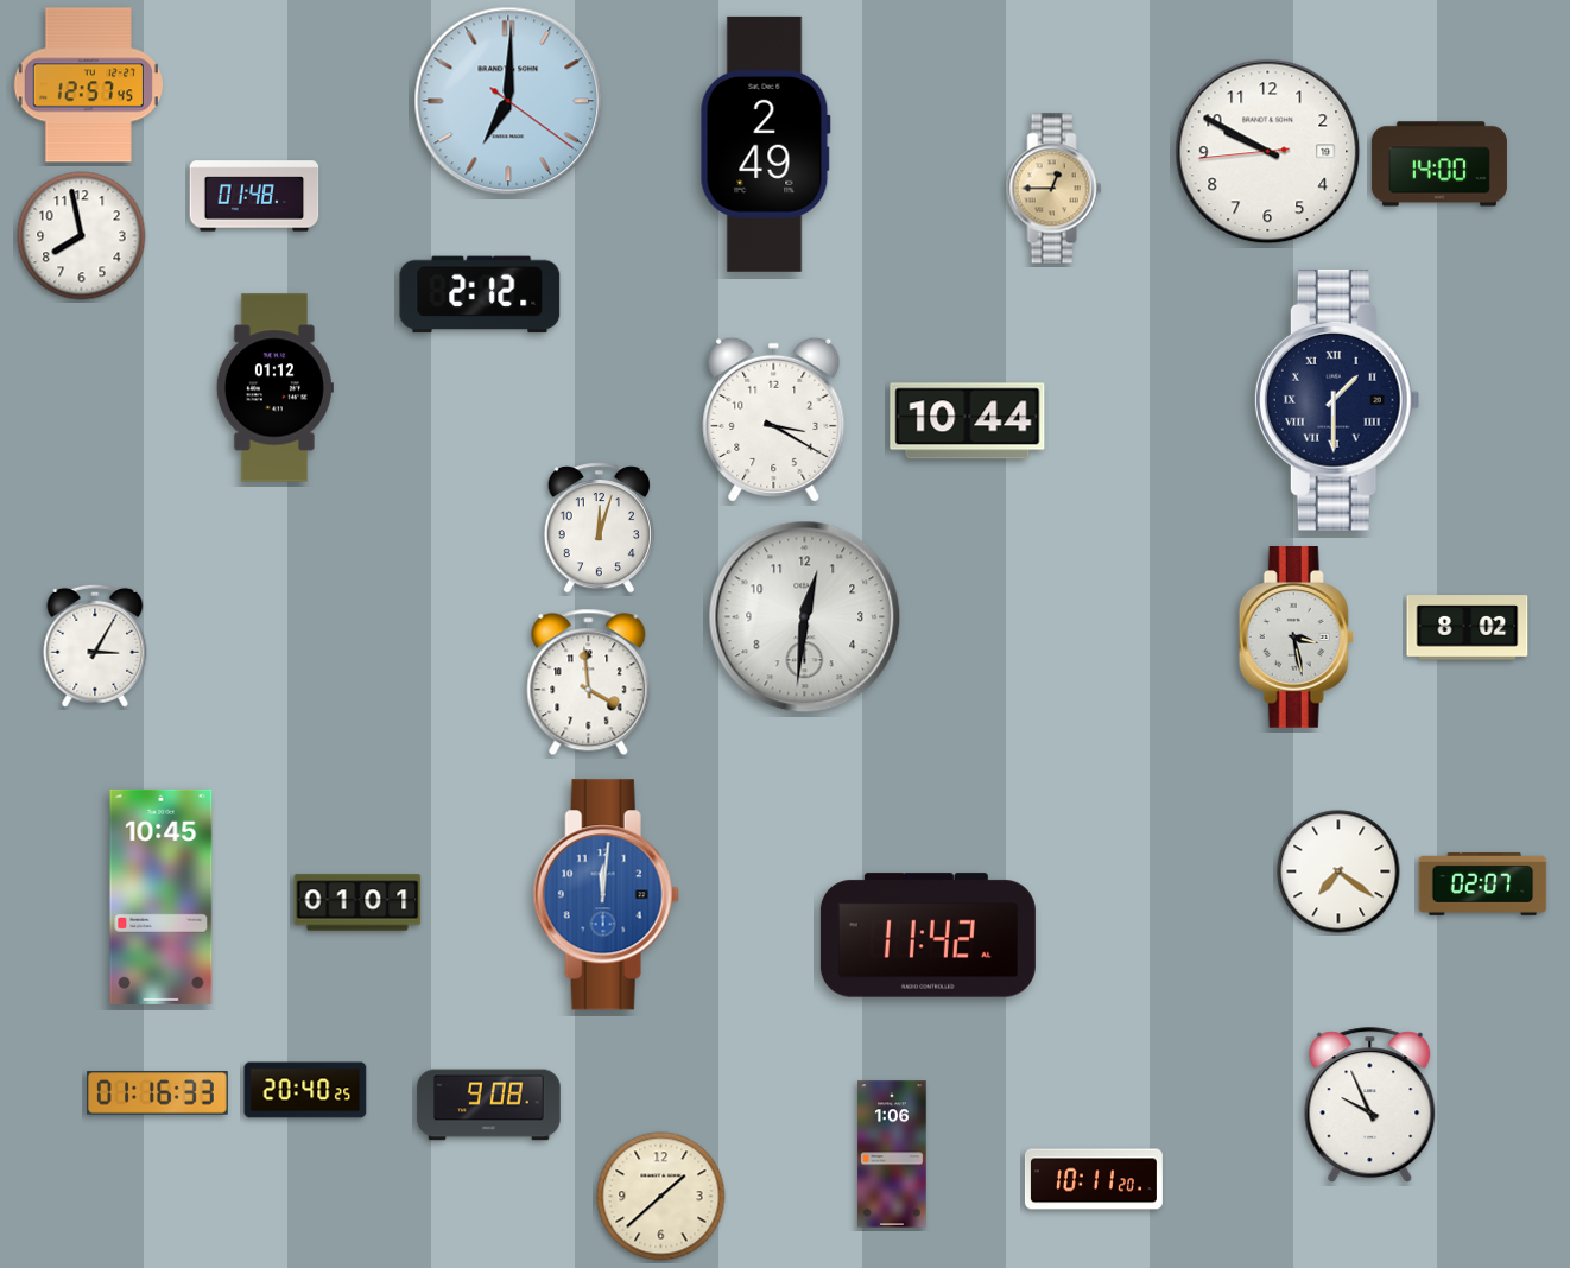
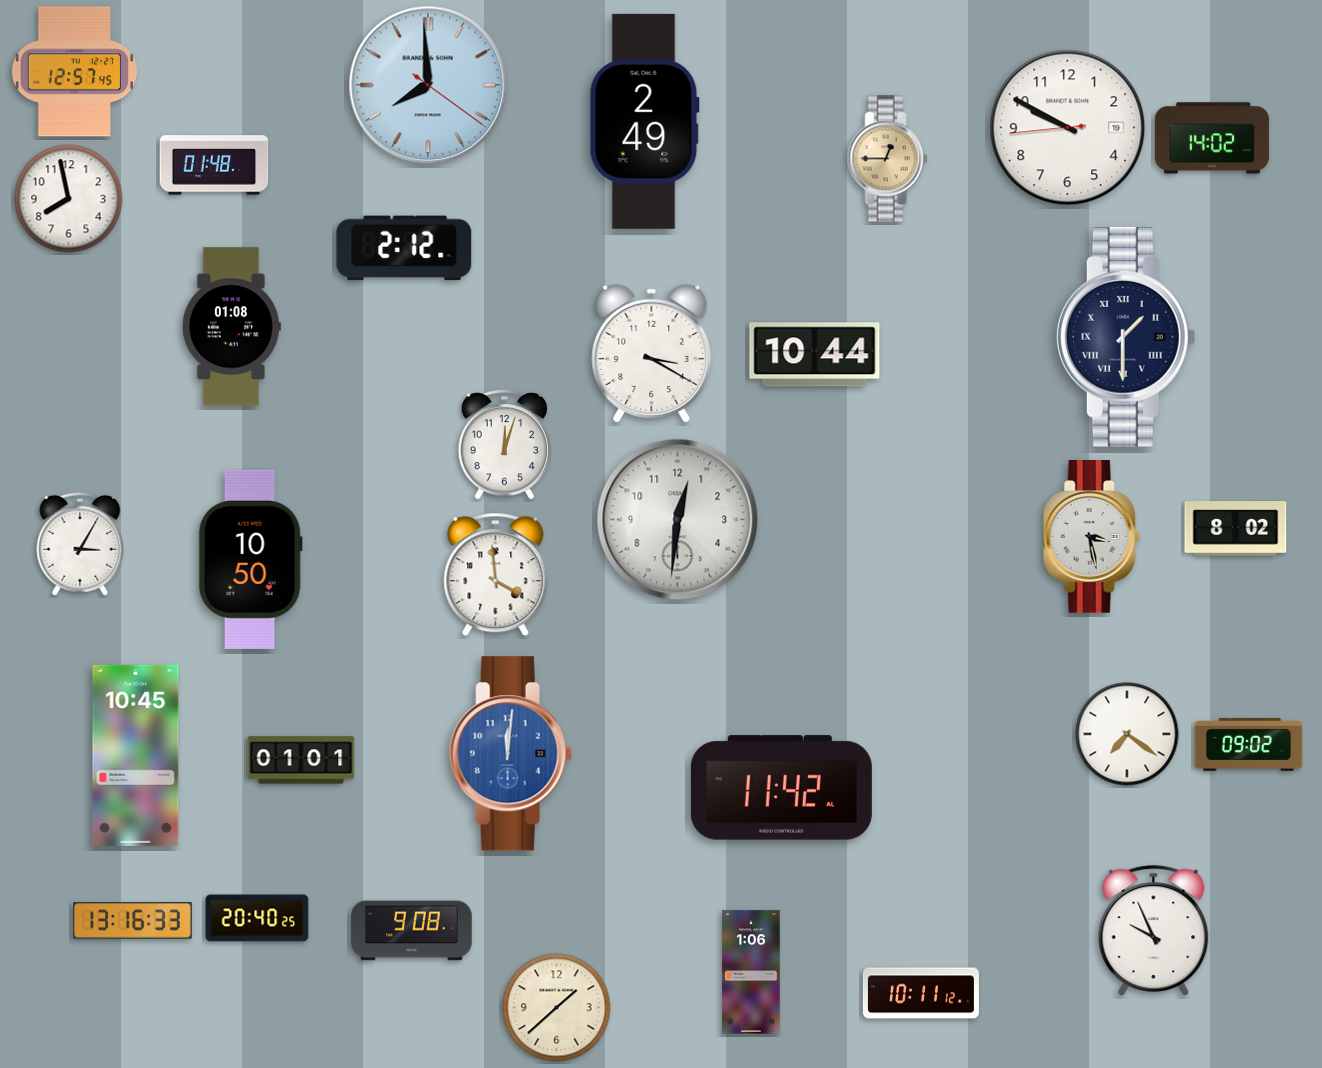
clock at (508, 101): 7:00 -> 7:59
clock at (1439, 164): 14:00 -> 14:02
clock at (274, 388): 01:12 -> 01:08
clock at (250, 559): none -> 10:50
clock at (1483, 883): 02:07 -> 09:02
clock at (158, 1093): 01:16 -> 13:16
clock at (1094, 1179): 10:11:20 -> 10:11:12
